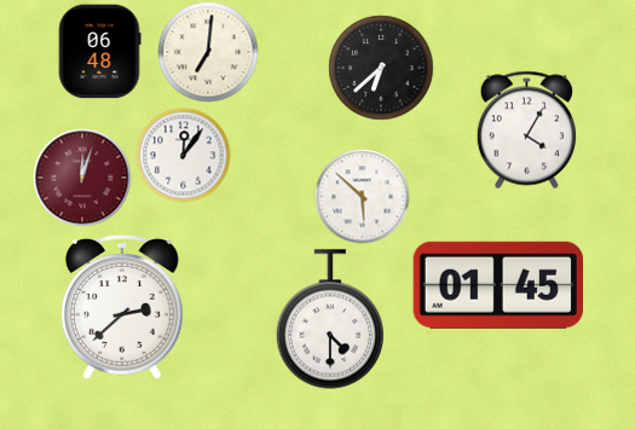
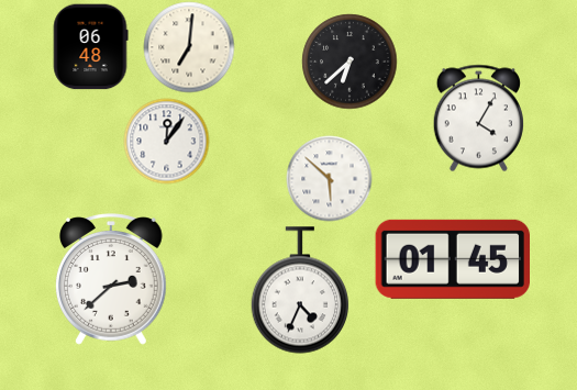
clock at (381, 68) position: (381, 68) -> (349, 62)
clock at (82, 178): 12:03 -> none
clock at (329, 319): 4:30 -> 4:34
